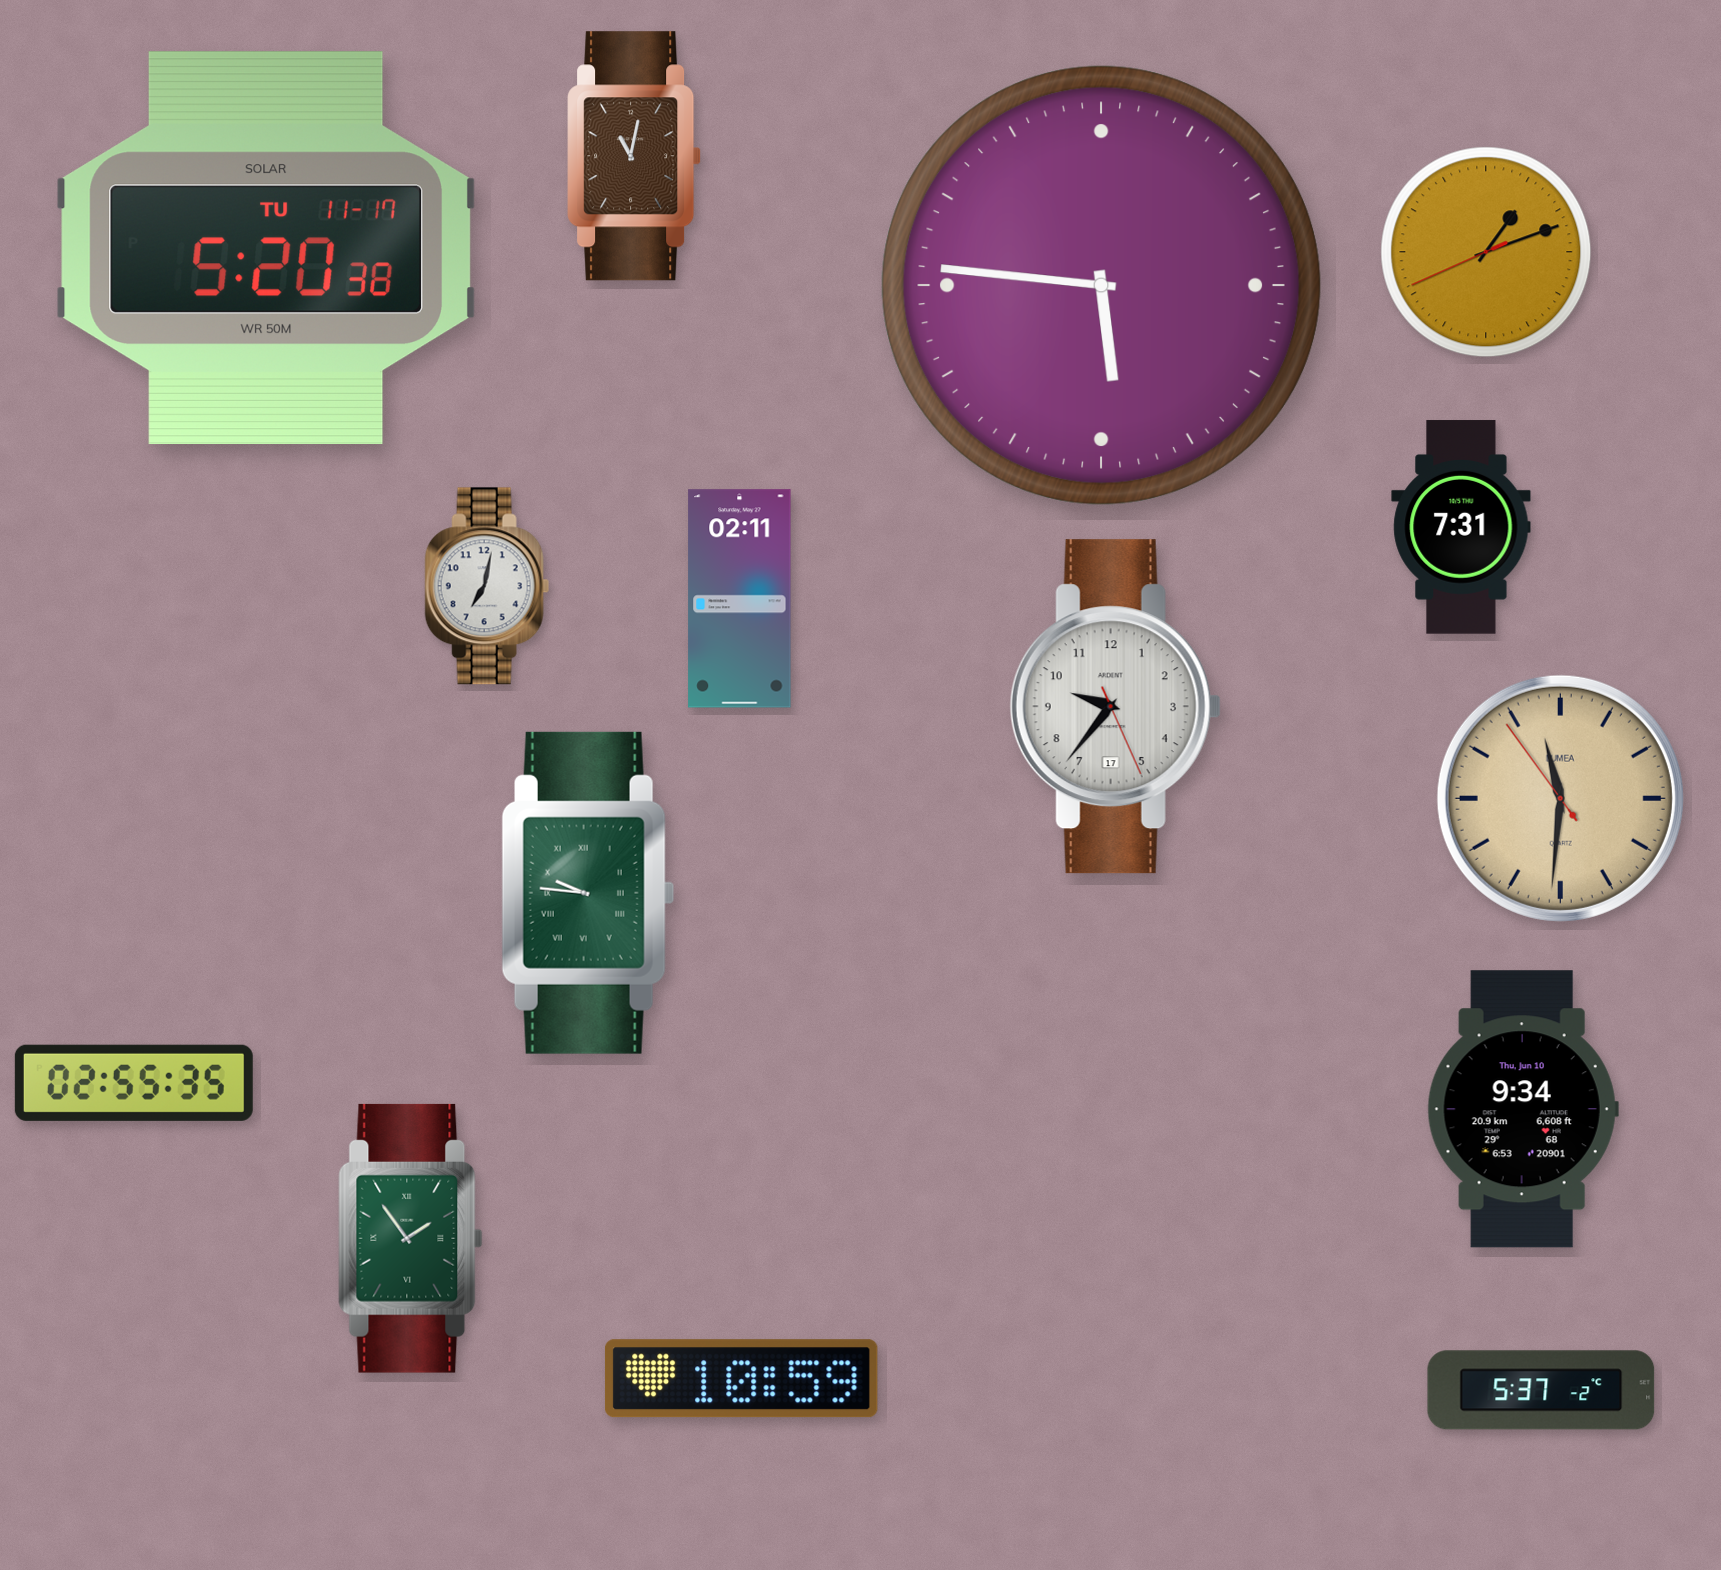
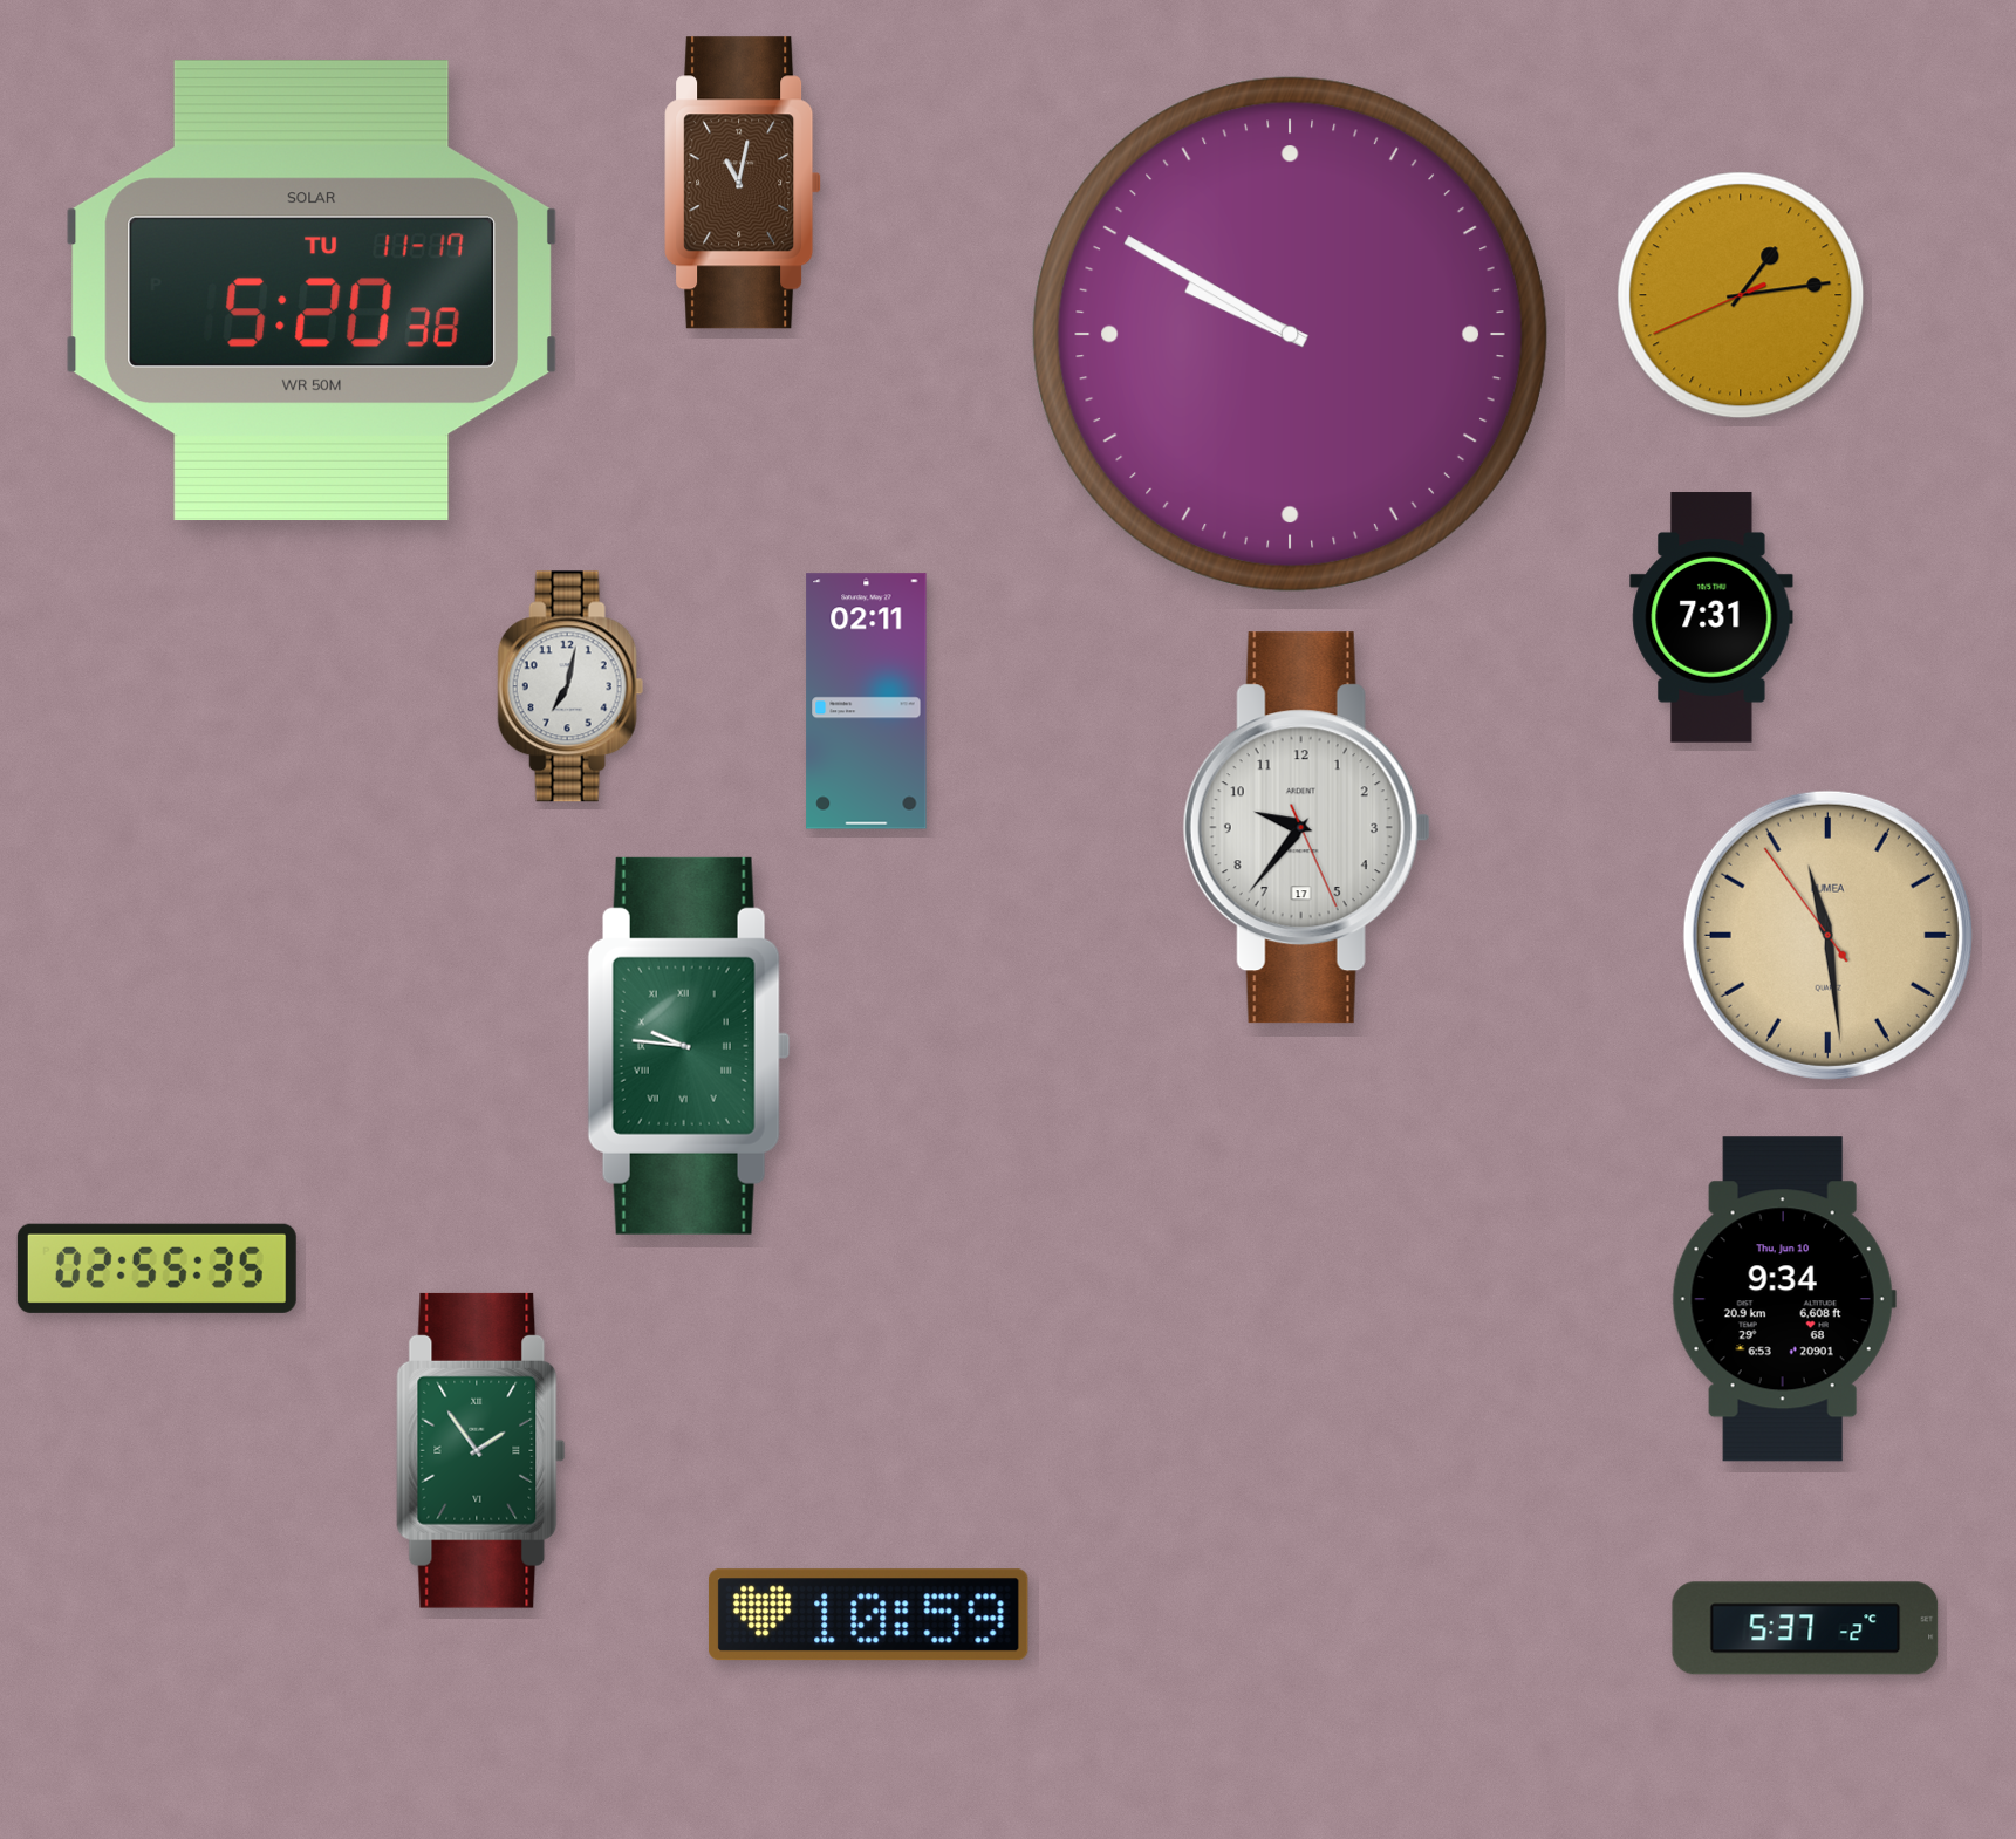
clock at (1486, 252): 1:11 -> 1:13
clock at (1101, 285): 5:46 -> 9:50
clock at (1560, 798): 11:30 -> 11:28
